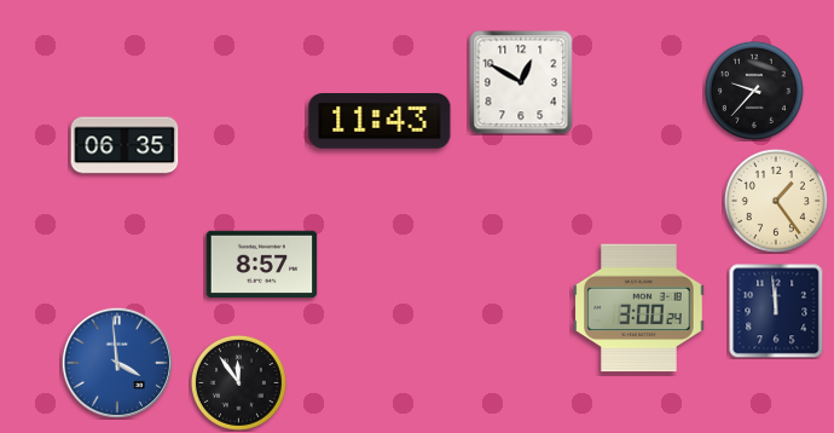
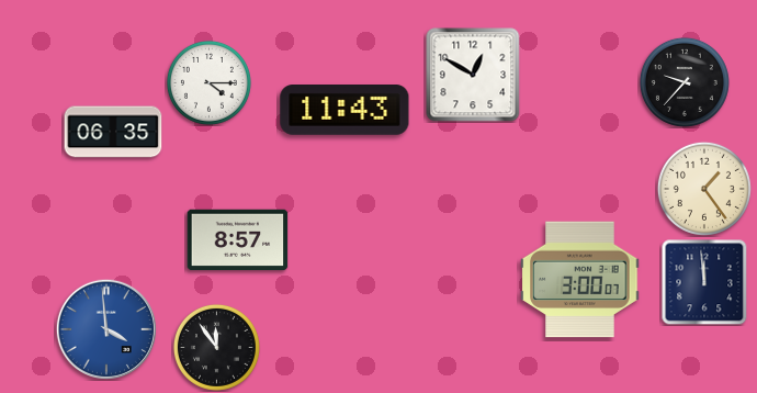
clock at (208, 82): none -> 4:15
clock at (776, 201) position: (776, 201) -> (704, 189)
clock at (639, 308): 3:00:24 -> 3:00:07
